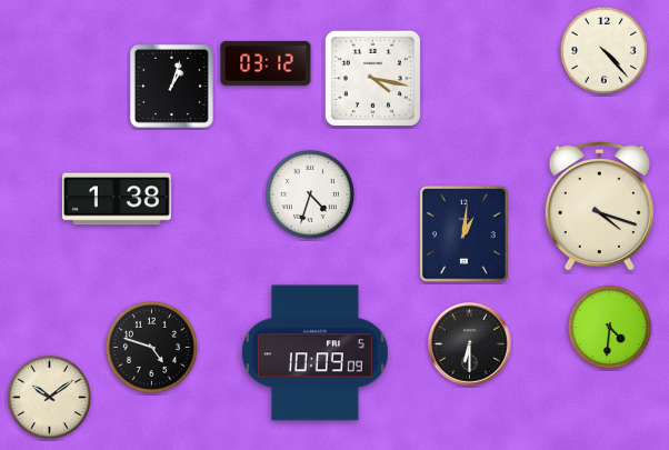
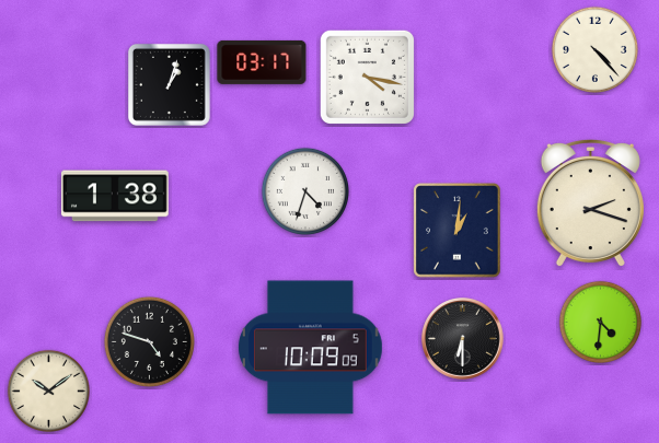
clock at (266, 63): 03:12 -> 03:17
clock at (599, 207): 4:18 -> 2:18
